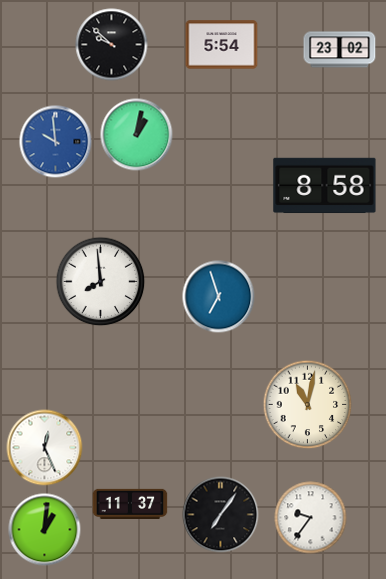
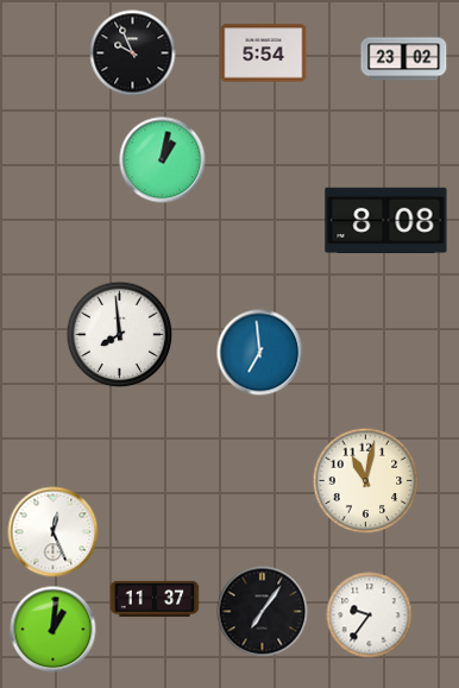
clock at (112, 45): 9:52 -> 9:56
clock at (56, 142): 9:59 -> none
clock at (325, 186): 8:58 -> 8:08
clock at (219, 297): 6:57 -> 6:59
